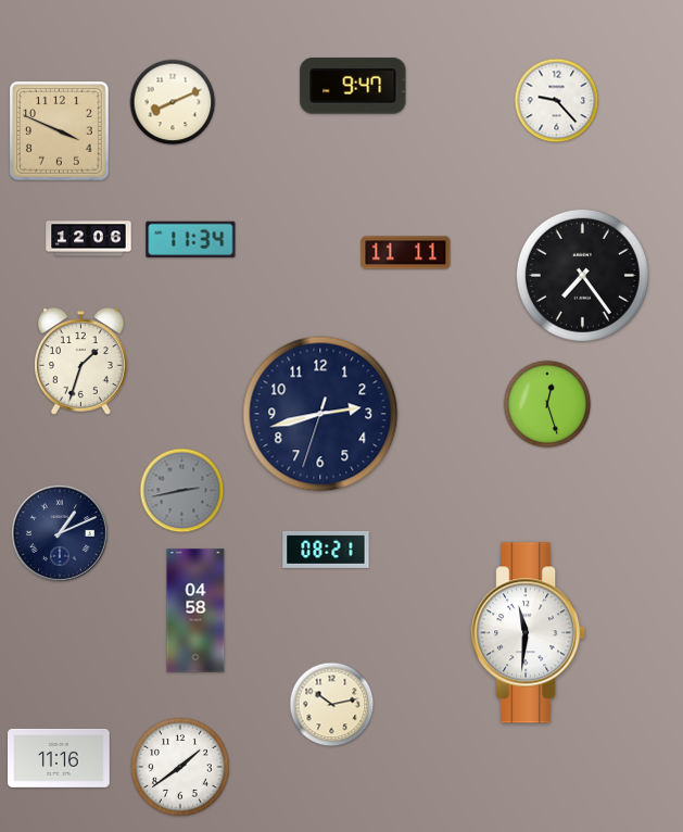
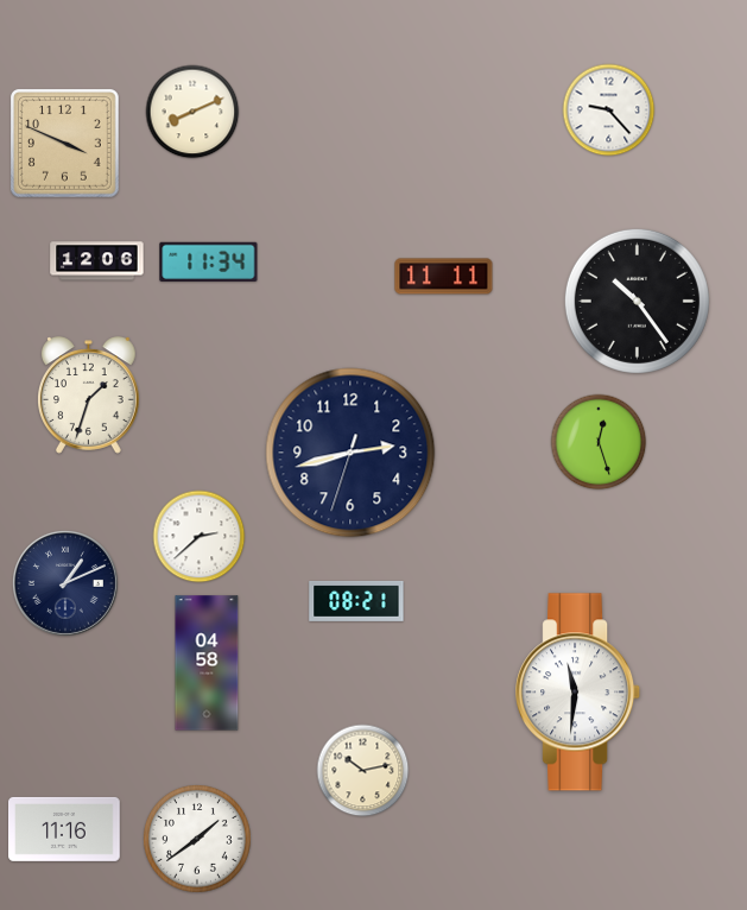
clock at (353, 86): 9:47 -> none
clock at (173, 102) position: (173, 102) -> (192, 112)
clock at (582, 275): 7:24 -> 10:24
clock at (182, 491): 2:43 -> 2:38
clock at (182, 491) dial: grey -> white
clock at (195, 610) position: (195, 610) -> (207, 663)
